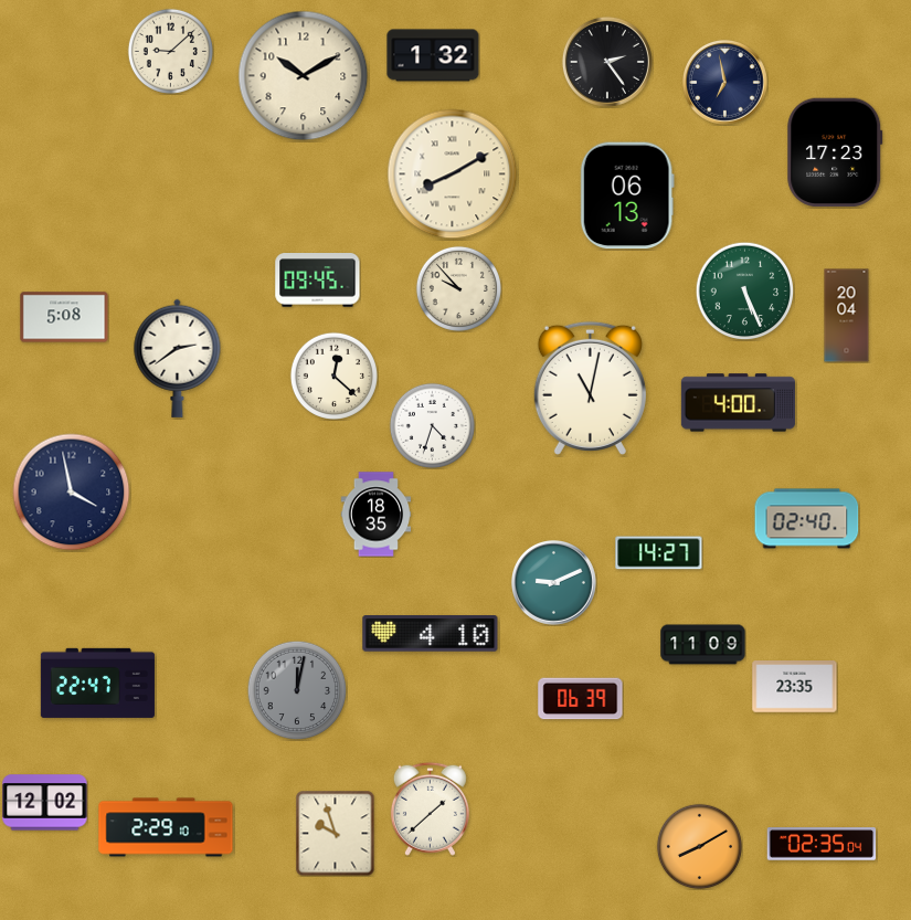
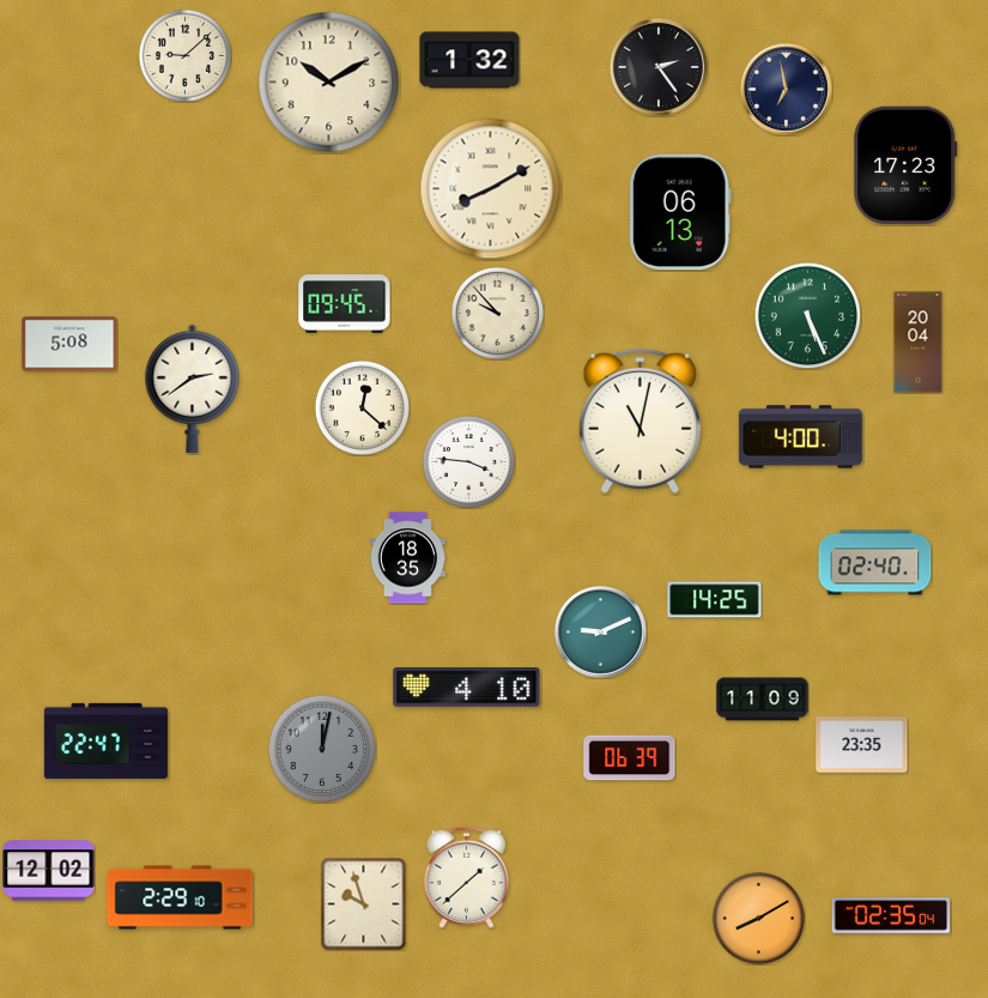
clock at (432, 425): 4:33 -> 3:46
clock at (72, 493): 3:58 -> none
clock at (659, 553): 14:27 -> 14:25
